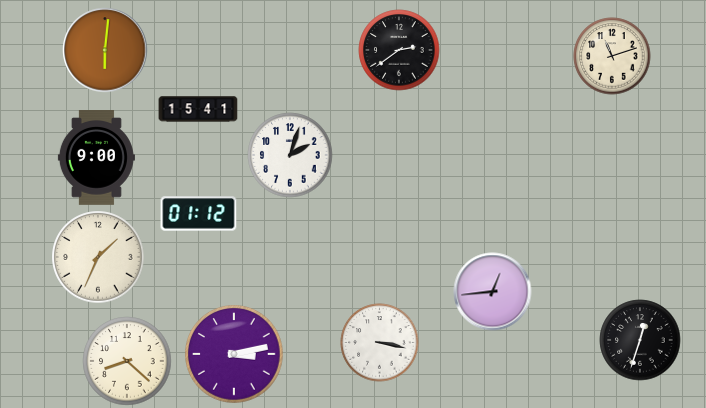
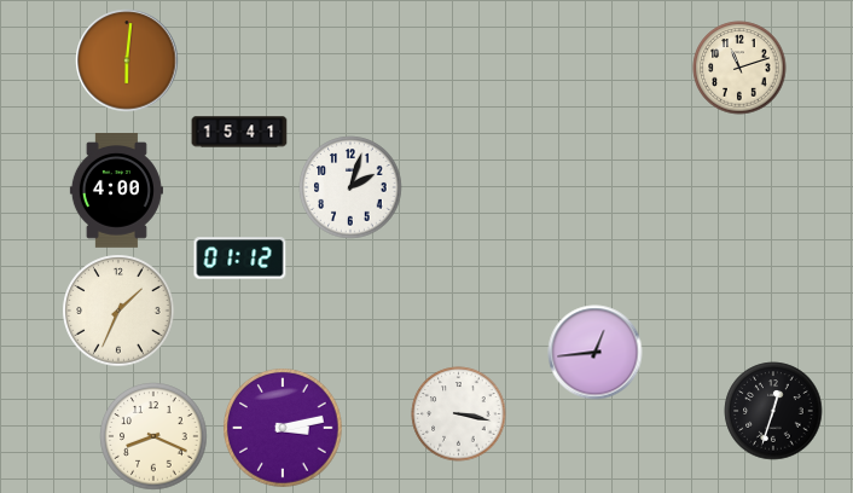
clock at (399, 50): 2:39 -> none
clock at (96, 158): 9:00 -> 4:00
clock at (127, 361): 8:22 -> 8:19
